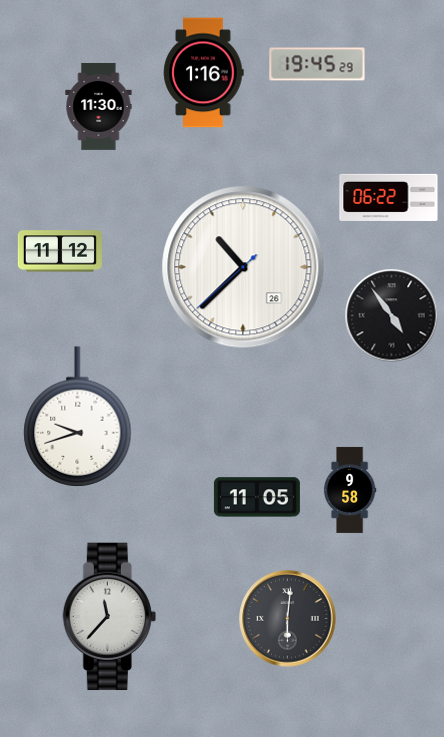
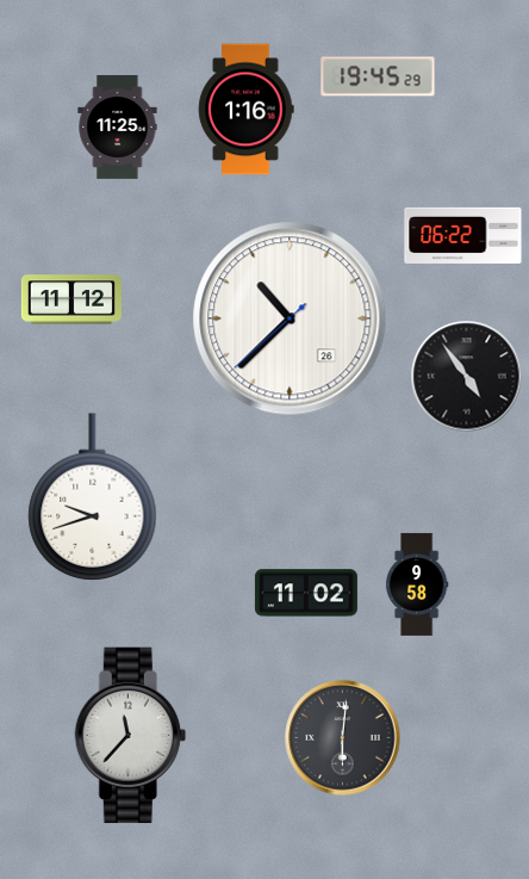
clock at (204, 73) position: (204, 73) -> (247, 110)
clock at (99, 106): 11:30 -> 11:25
clock at (257, 497): 11:05 -> 11:02
